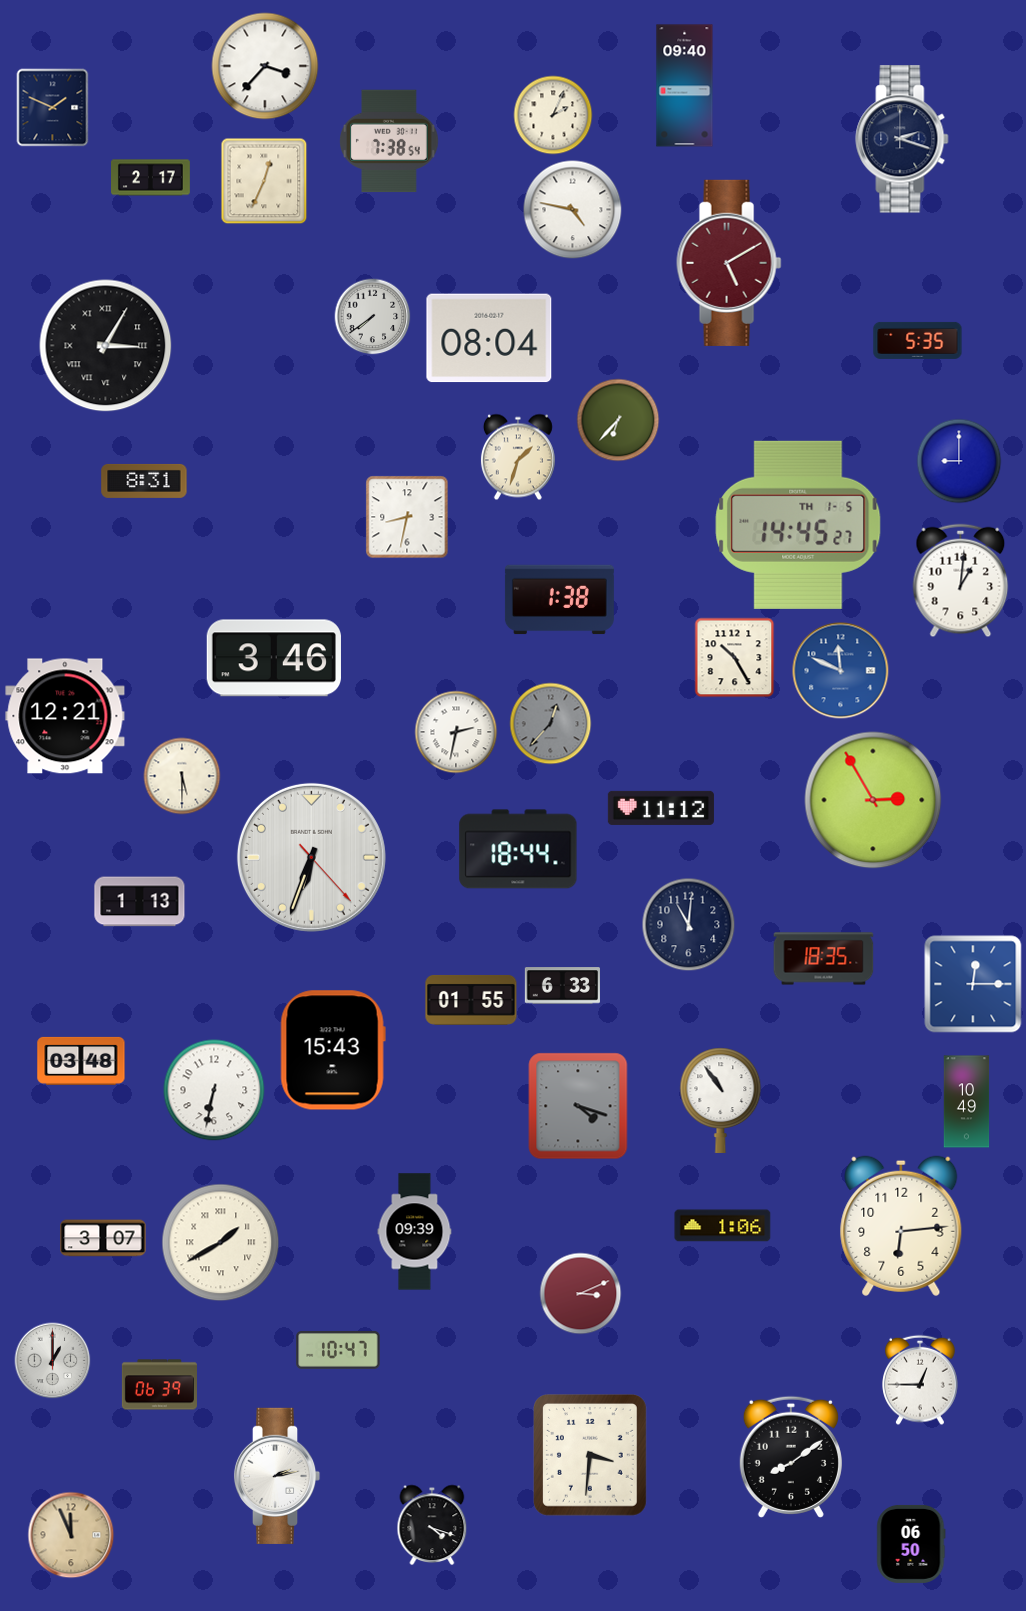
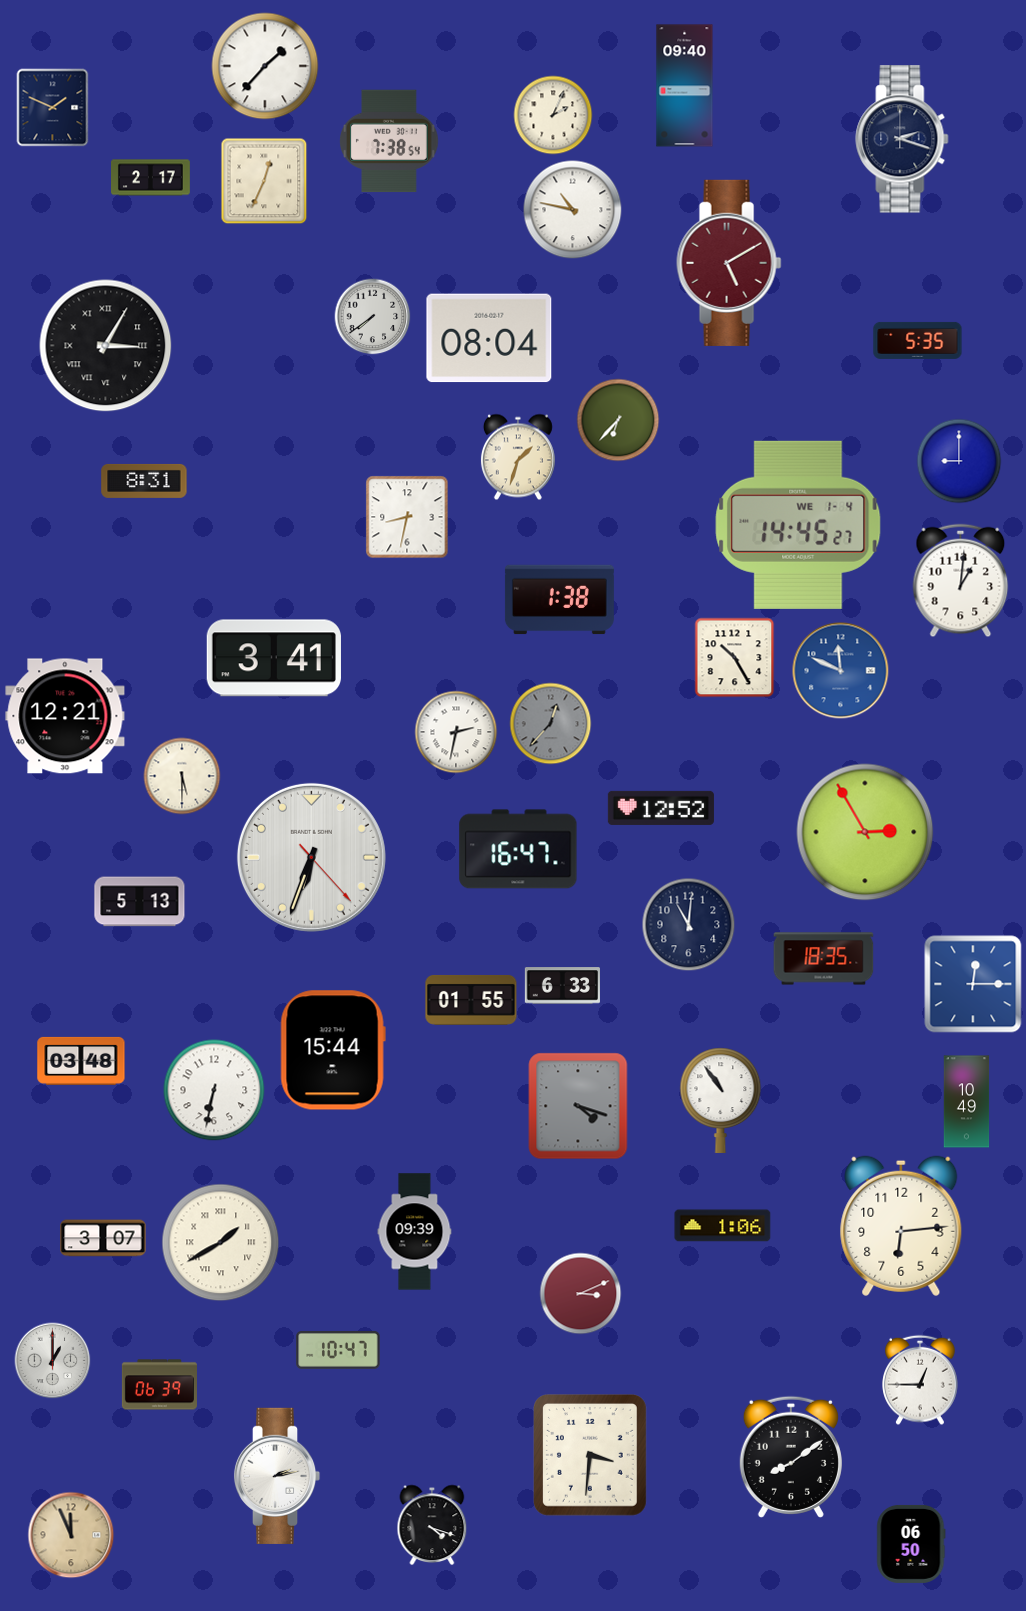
clock at (265, 66): 3:37 -> 1:37
clock at (573, 210): 4:47 -> 10:47
clock at (798, 525) date: TH 1-5 -> WE 1-4
clock at (274, 658): 3:46 -> 3:41
clock at (873, 800) position: (873, 800) -> (865, 832)
clock at (661, 808): 11:12 -> 12:52
clock at (518, 849): 18:44 -> 16:47
clock at (140, 902): 1:13 -> 5:13
clock at (333, 1050): 15:43 -> 15:44
